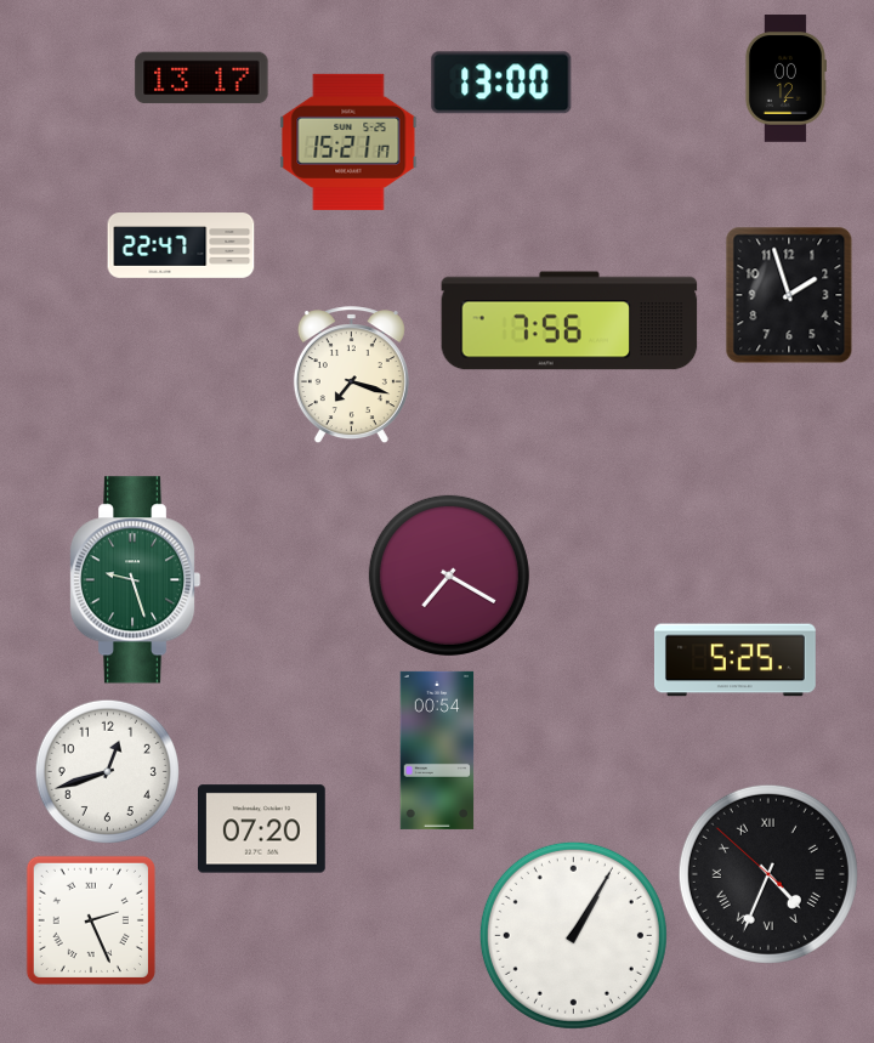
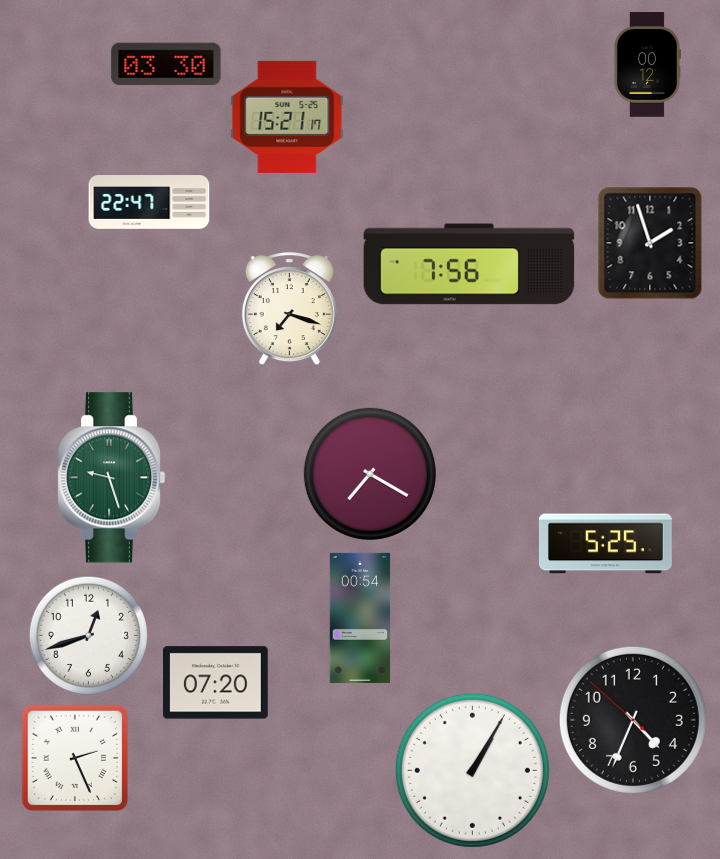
clock at (202, 78): 13:17 -> 03:30
clock at (501, 83): 13:00 -> none
clock at (768, 874) numerals: Roman -> Arabic
